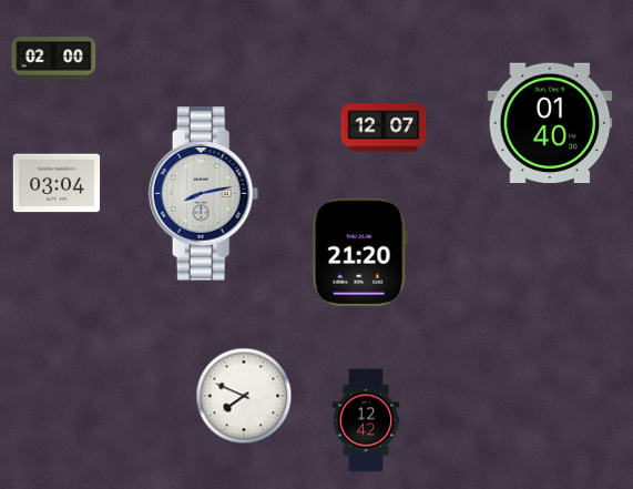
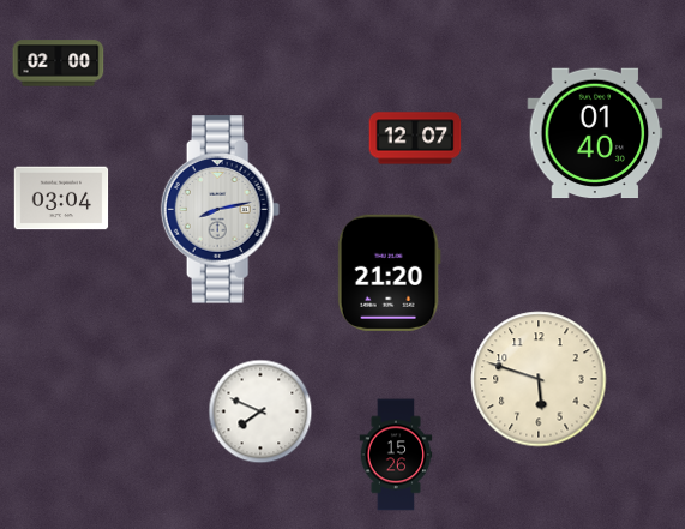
clock at (539, 379): none -> 5:48
clock at (244, 396) position: (244, 396) -> (260, 411)
clock at (366, 420): 12:42 -> 15:26
